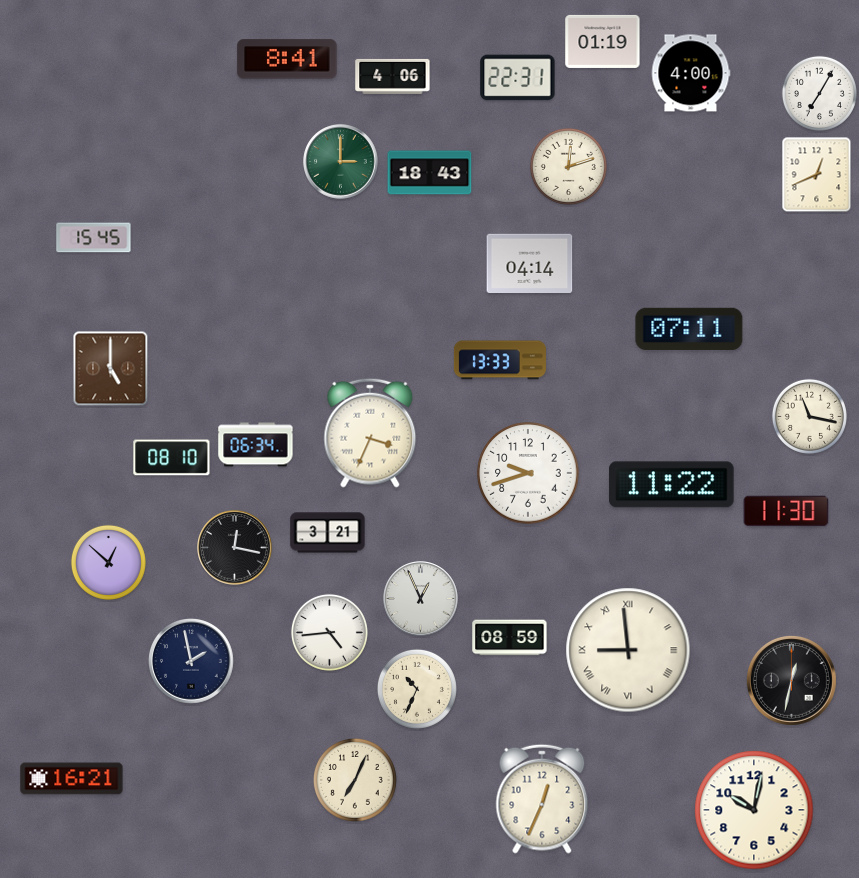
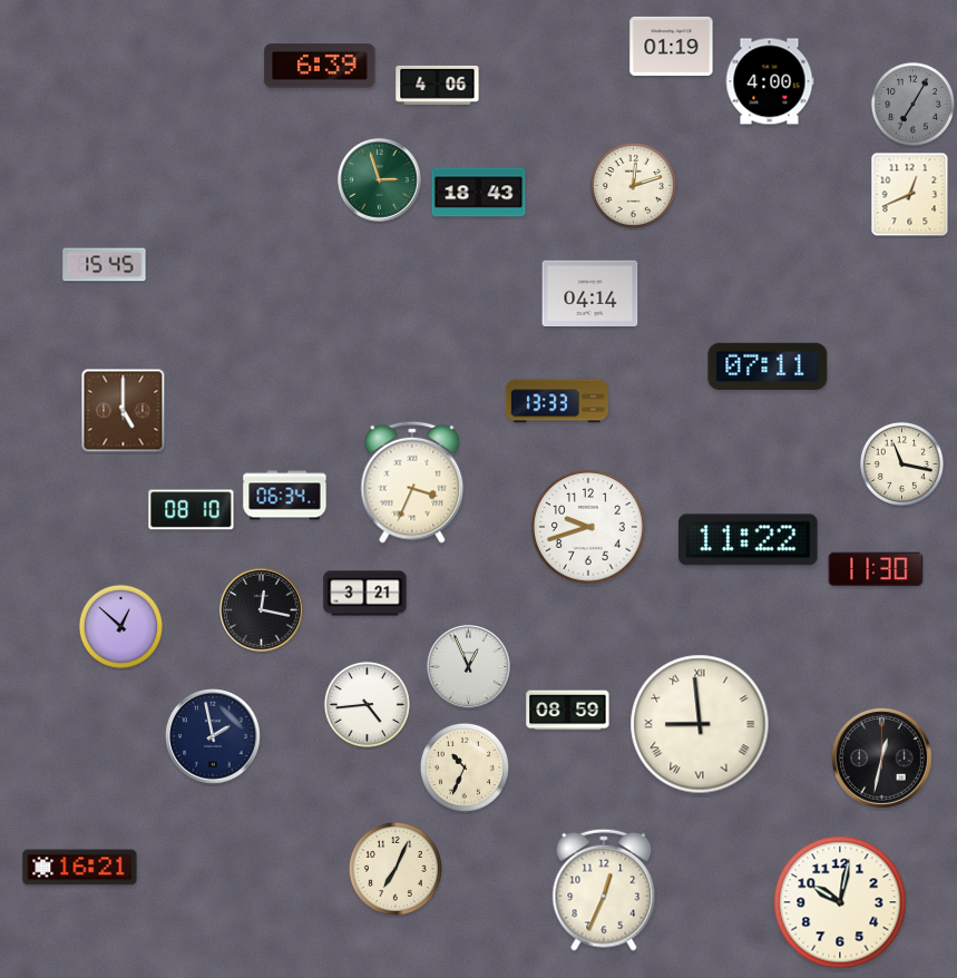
clock at (287, 59): 8:41 -> 6:39
clock at (518, 78): 22:31 -> none
clock at (819, 93) dial: white -> grey
clock at (341, 162): 3:00 -> 2:57
